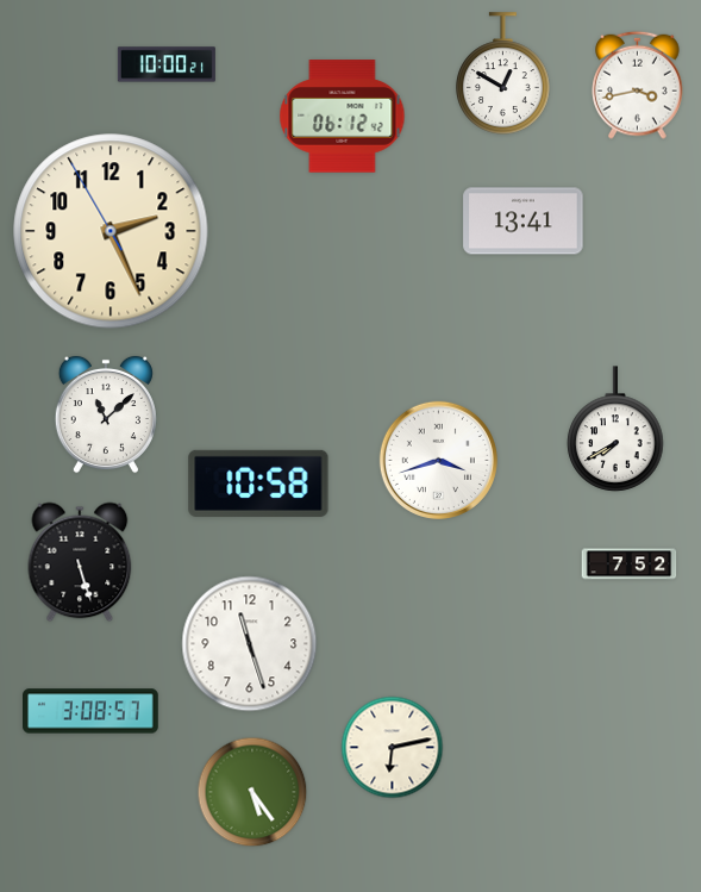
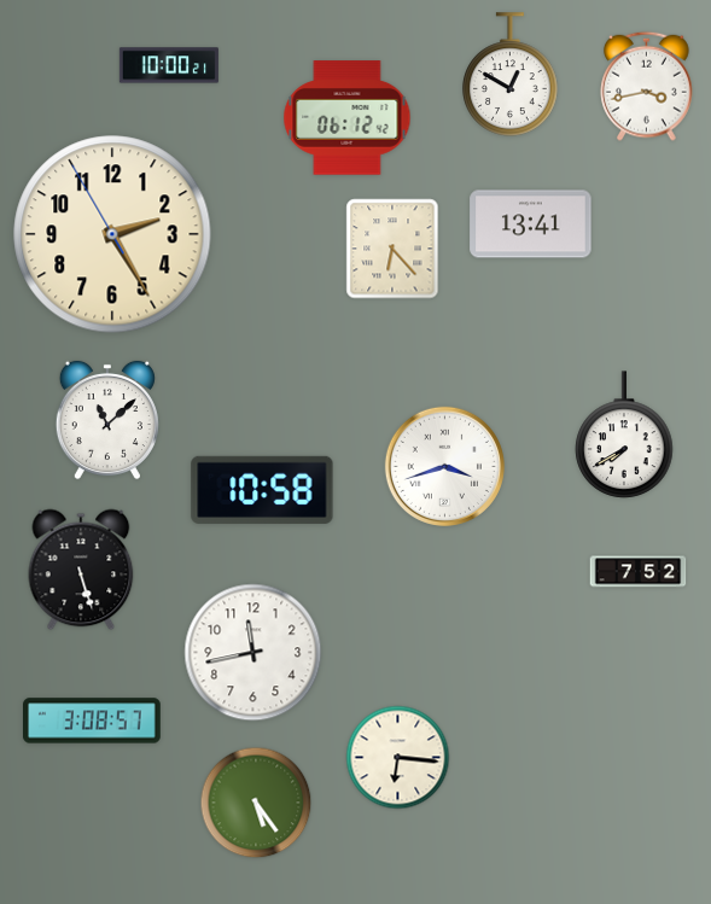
clock at (111, 231): 2:25 -> 2:24
clock at (392, 249): none -> 6:23
clock at (250, 644): 11:27 -> 11:43
clock at (393, 748): 6:13 -> 6:16
